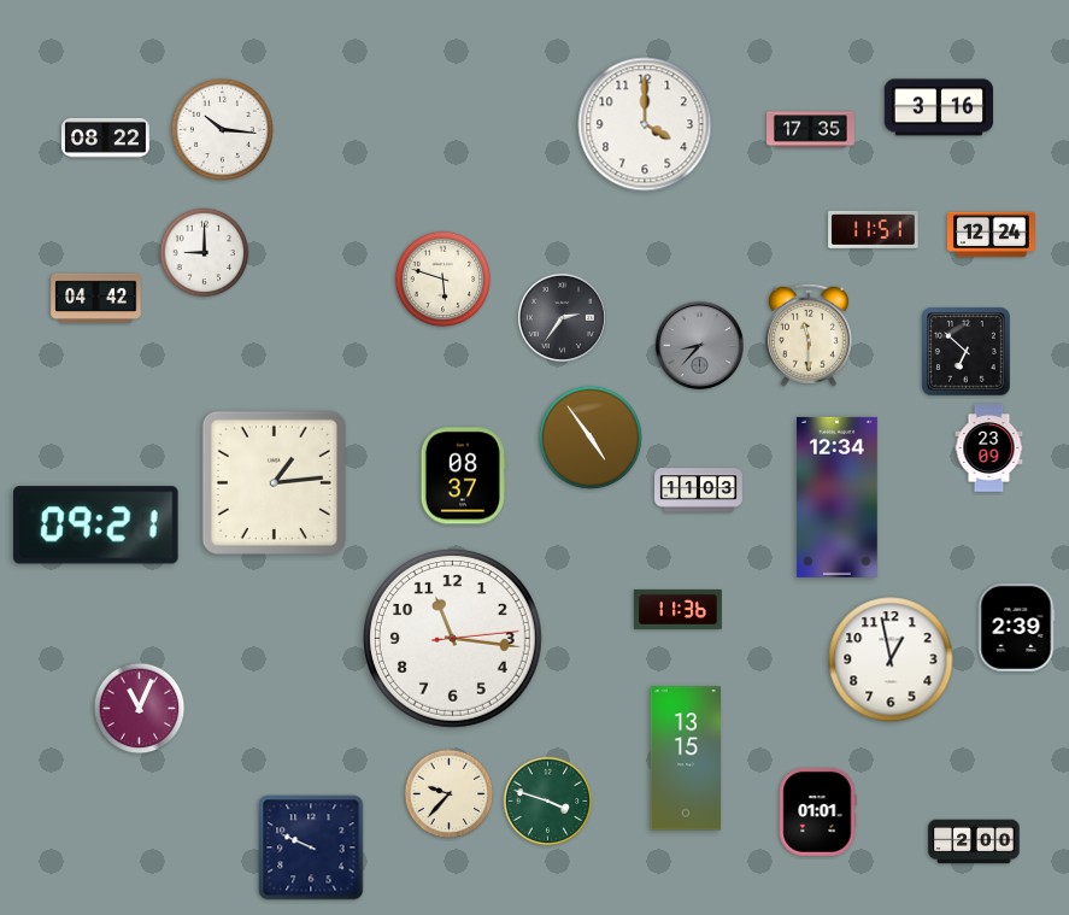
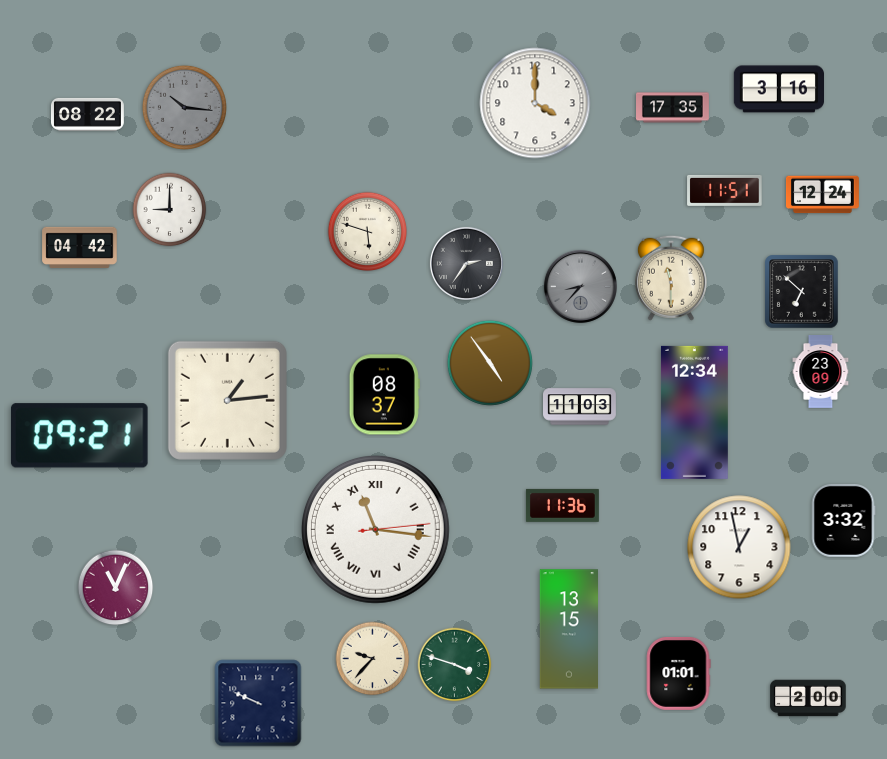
clock at (222, 129) dial: white -> grey
clock at (1016, 627): 2:39 -> 3:32
clock at (452, 638) numerals: Arabic -> Roman
